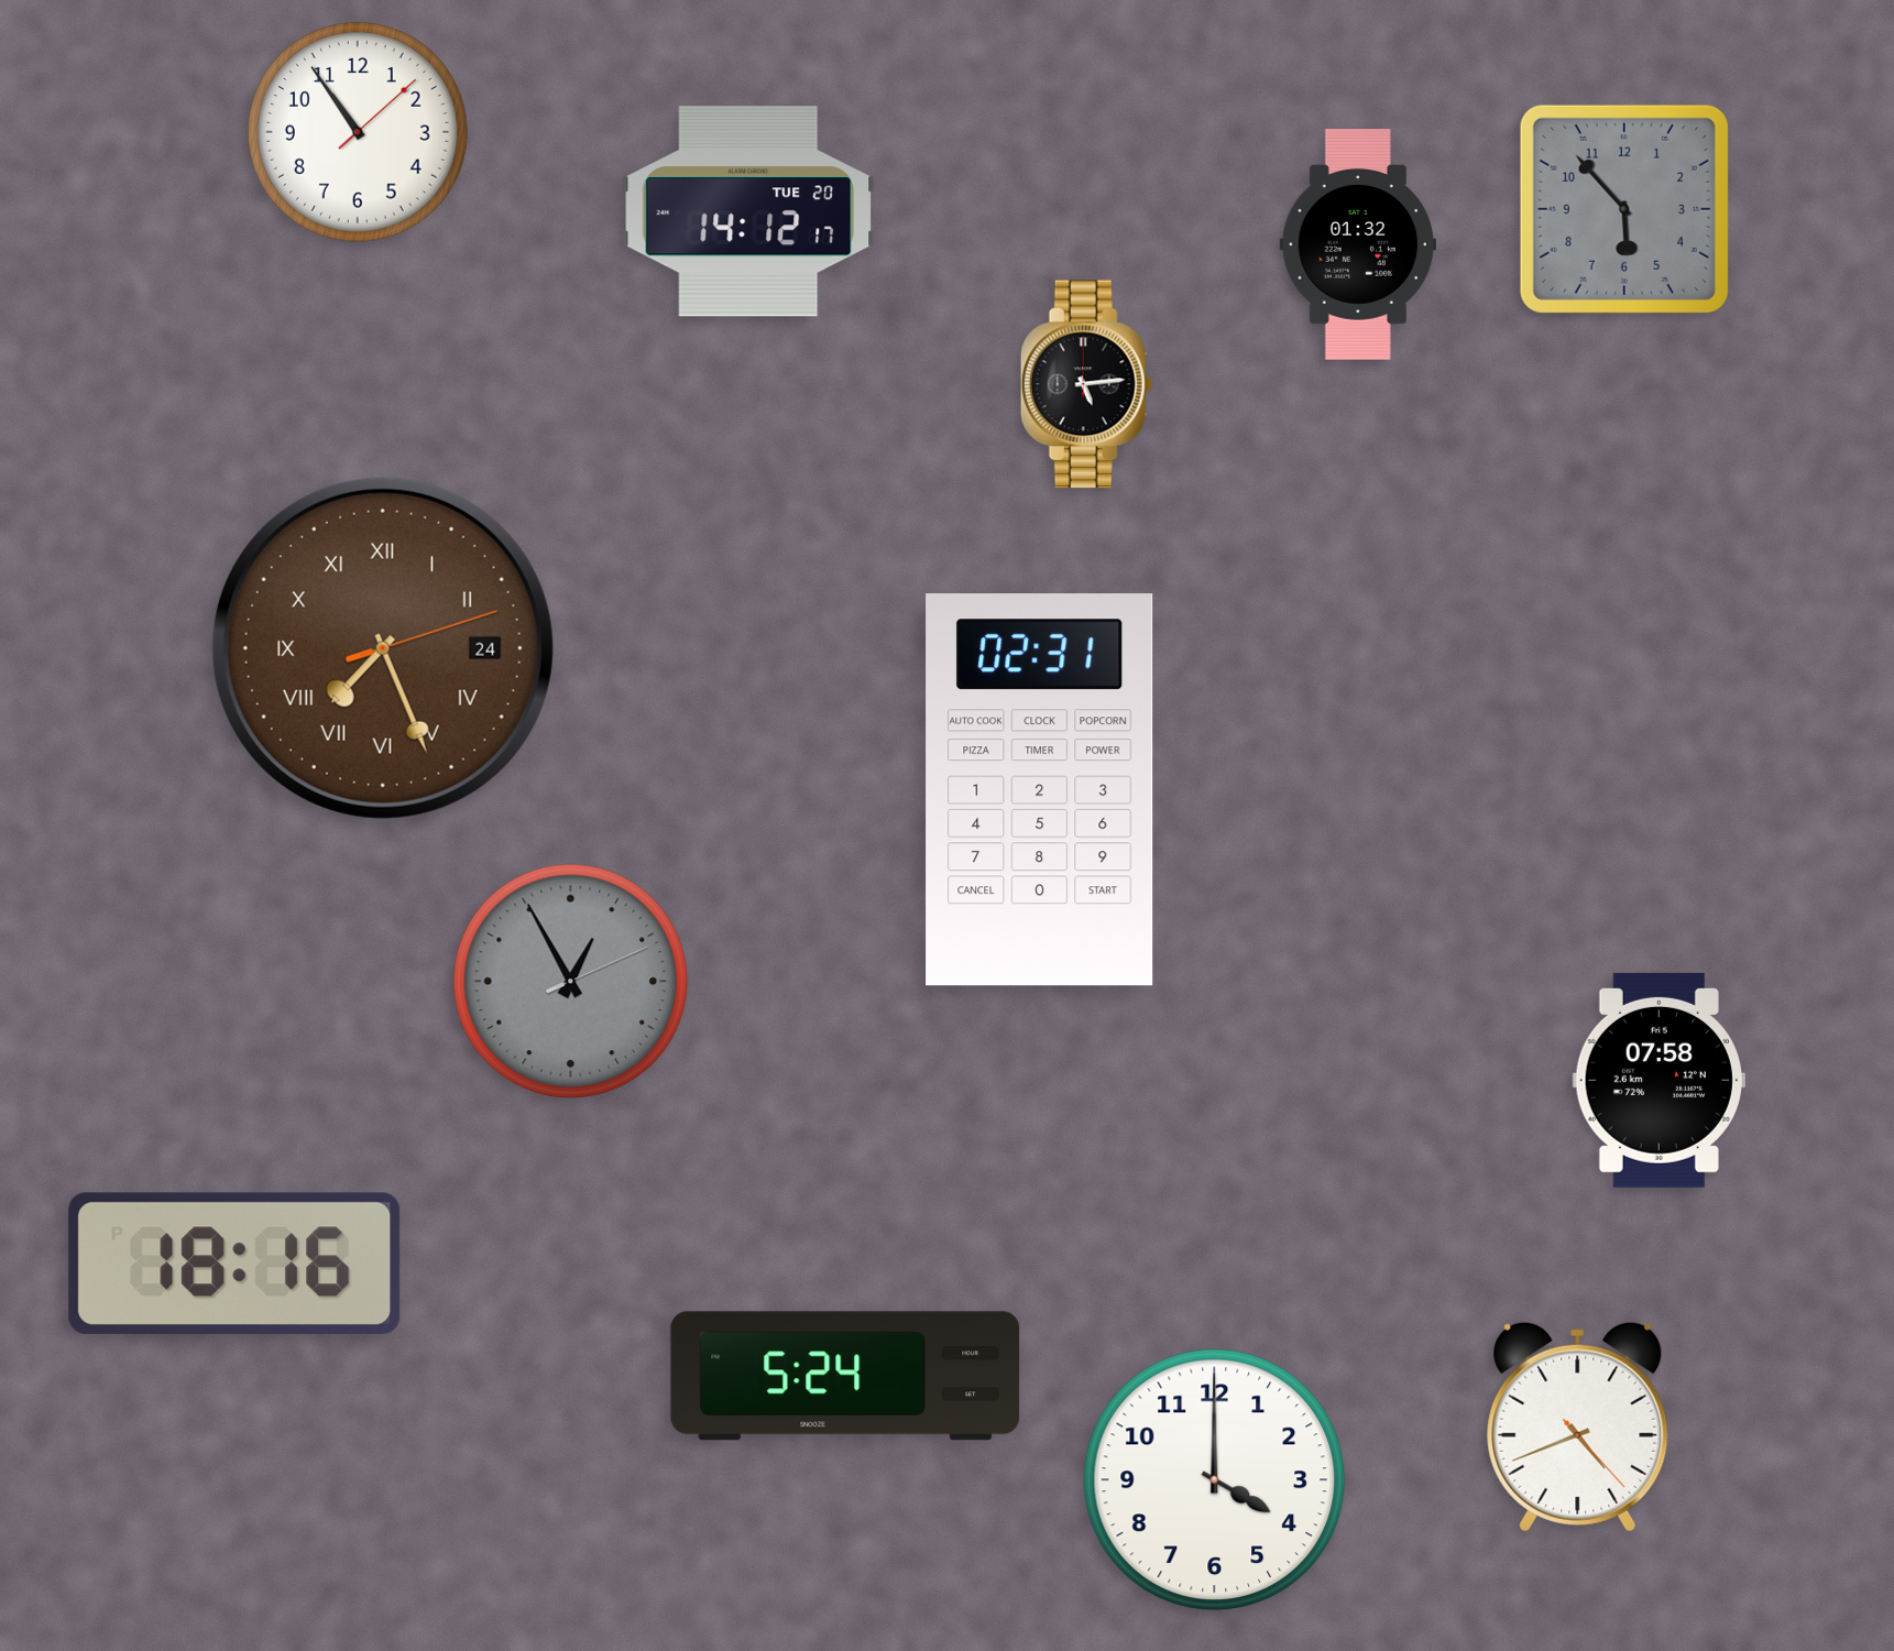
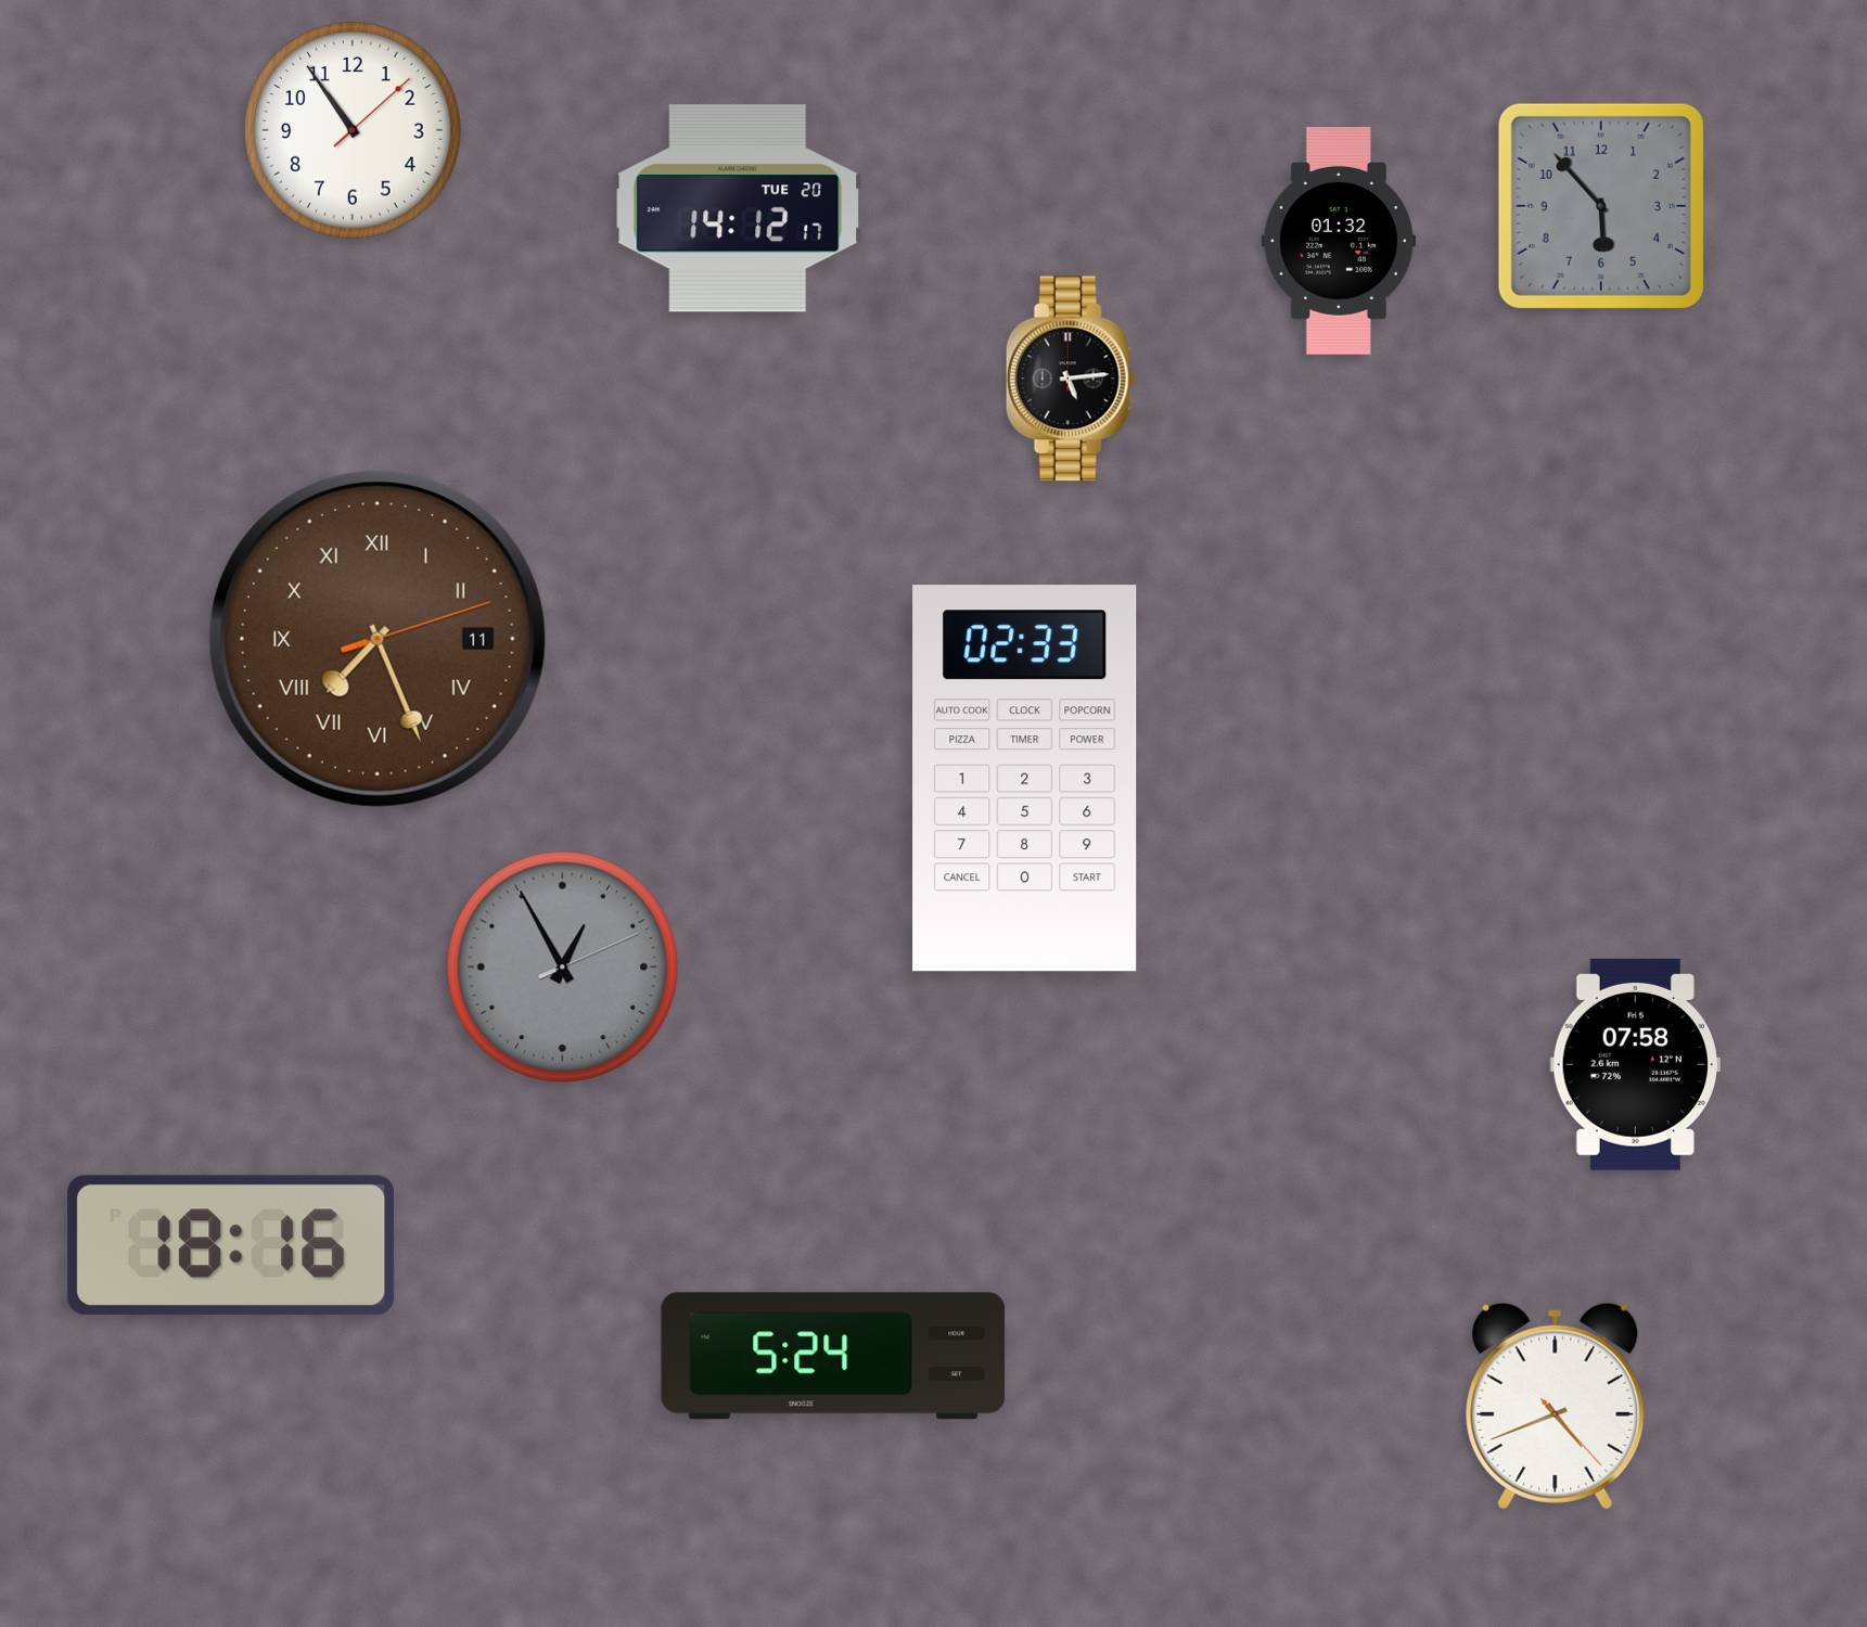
clock at (383, 648) date: 24 -> 11
clock at (1040, 790): 02:31 -> 02:33
clock at (1215, 1480): 4:00 -> none
